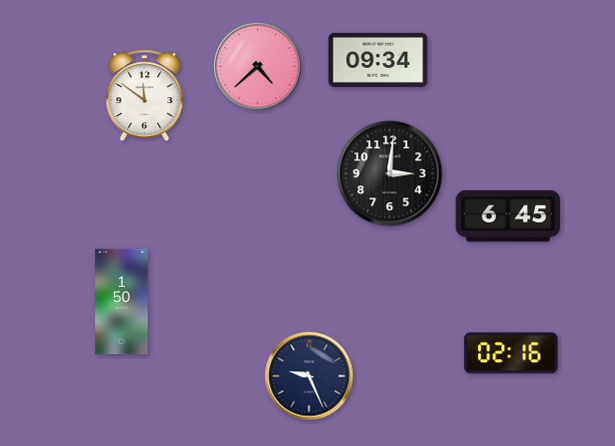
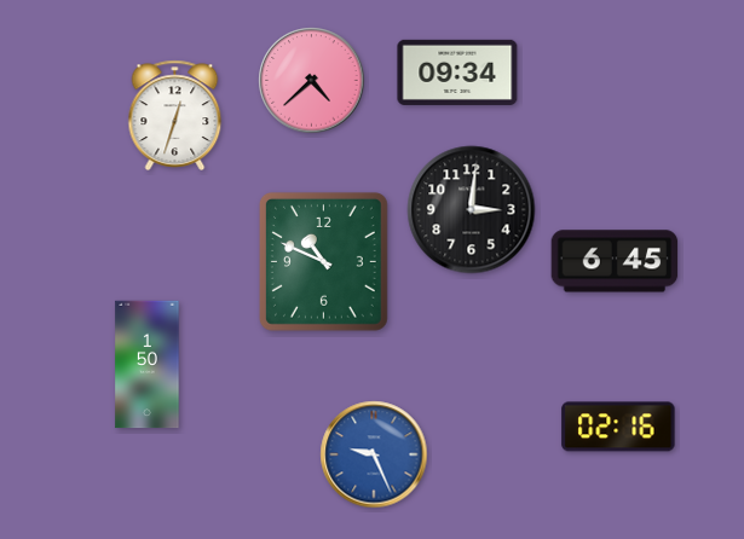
clock at (145, 95): 11:51 -> 12:33
clock at (323, 261): none -> 10:49
clock at (309, 376) dial: navy -> blue
